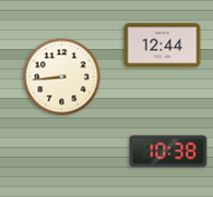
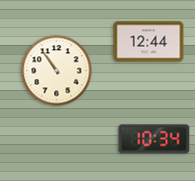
clock at (62, 77): 8:44 -> 10:54
clock at (168, 151): 10:38 -> 10:34
